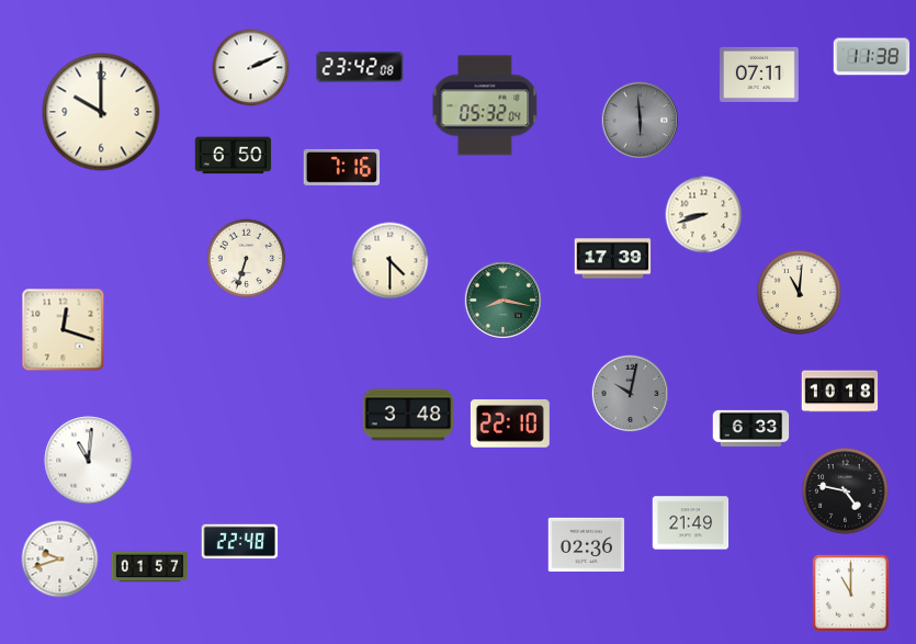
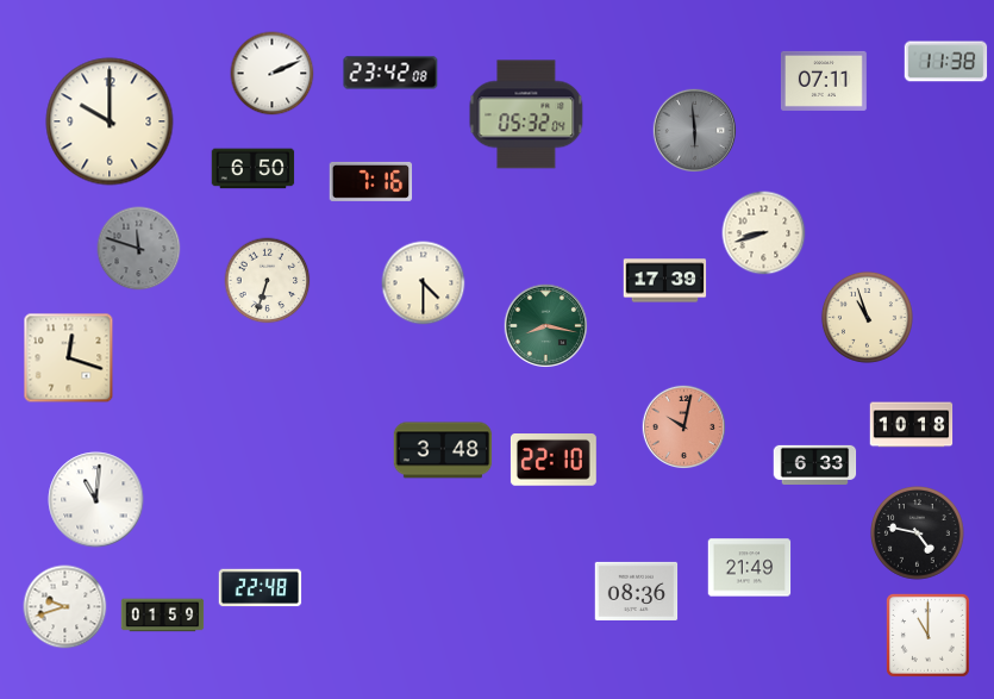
clock at (139, 249): none -> 11:48
clock at (799, 292): 11:01 -> 10:57
clock at (630, 393) dial: grey -> salmon
clock at (587, 544): 02:36 -> 08:36
clock at (150, 567): 01:57 -> 01:59
clock at (850, 592) position: (850, 592) -> (927, 635)
